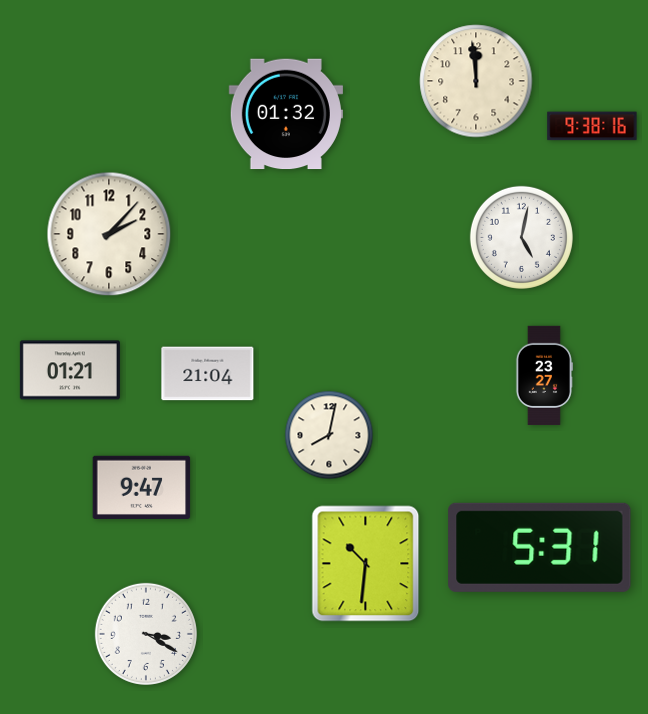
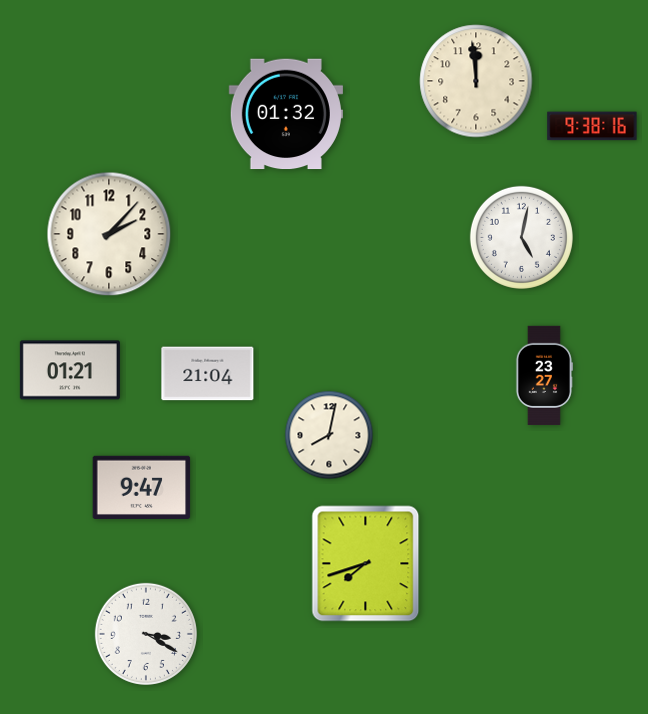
clock at (540, 547): 5:31 -> none
clock at (366, 564): 10:31 -> 7:42
